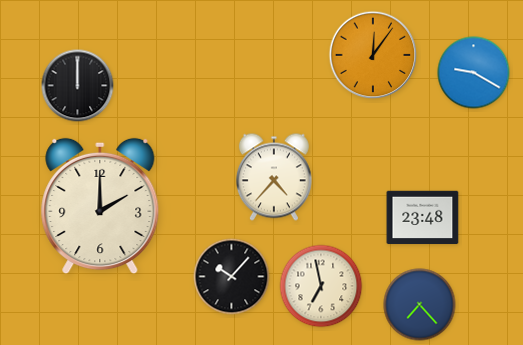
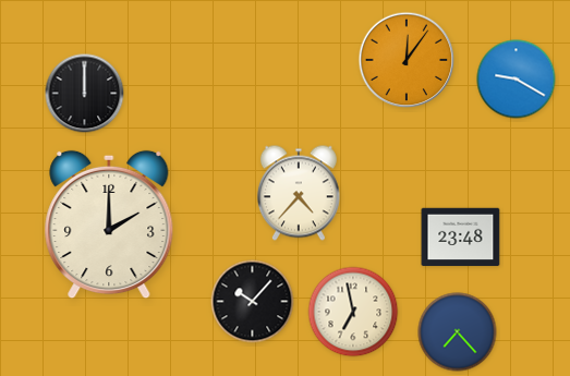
clock at (321, 286) position: (321, 286) -> (353, 312)
